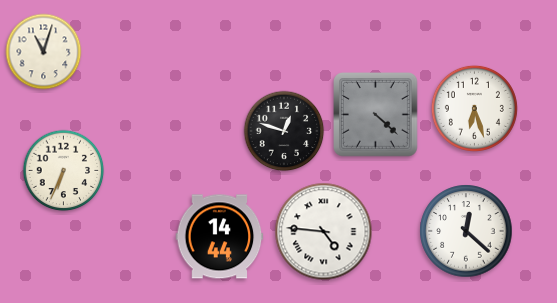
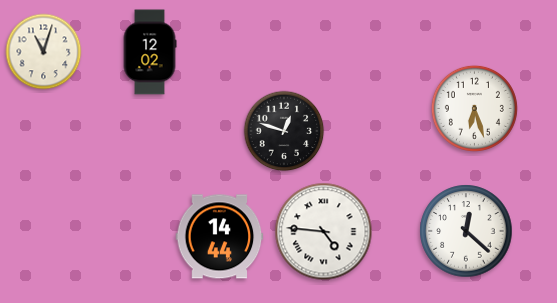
clock at (150, 52): none -> 12:02
clock at (376, 115): 4:22 -> none
clock at (64, 171): 6:34 -> none
